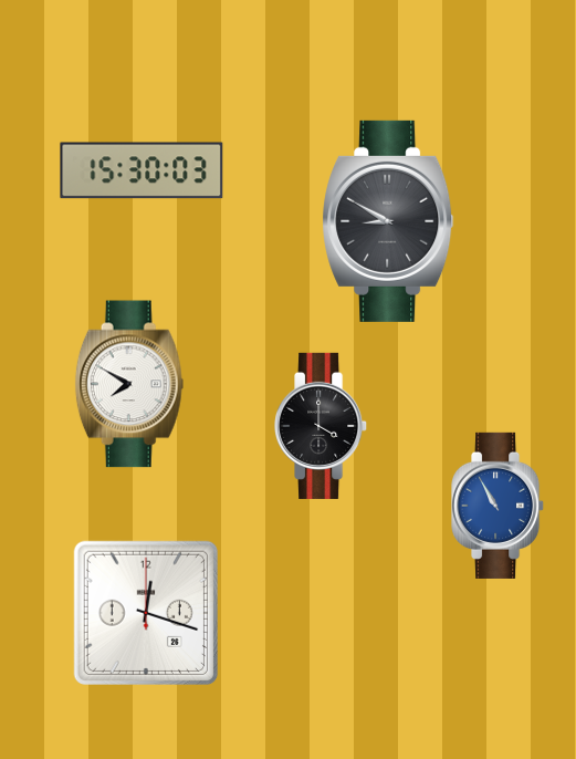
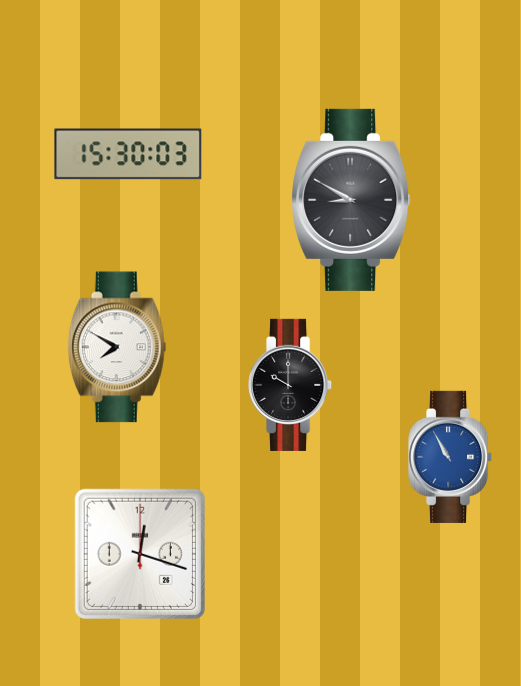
clock at (322, 426): 4:00 -> 10:00
clock at (146, 613) position: (146, 613) -> (140, 554)
